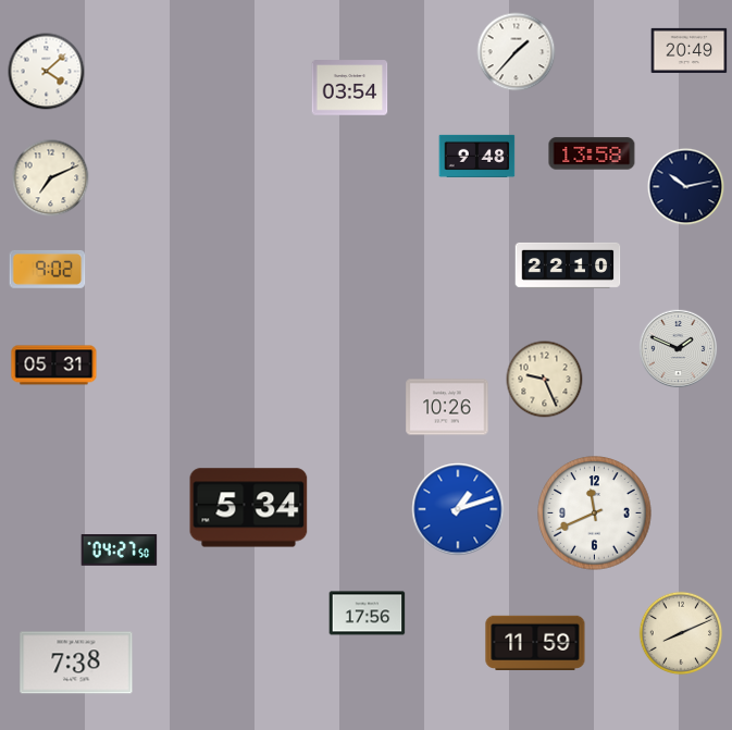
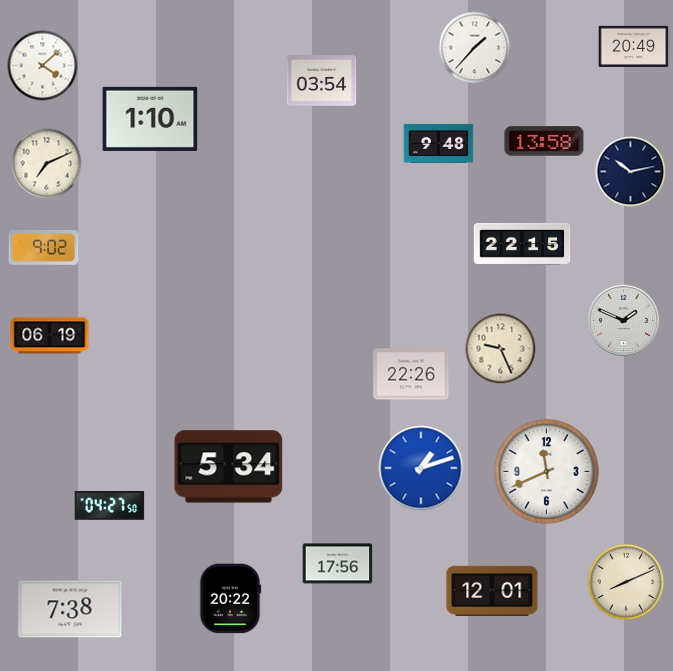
clock at (150, 119): none -> 1:10
clock at (568, 265): 22:10 -> 22:15
clock at (54, 366): 05:31 -> 06:19
clock at (447, 407): 10:26 -> 22:26
clock at (535, 642): 11:59 -> 12:01
clock at (230, 599): none -> 20:22
